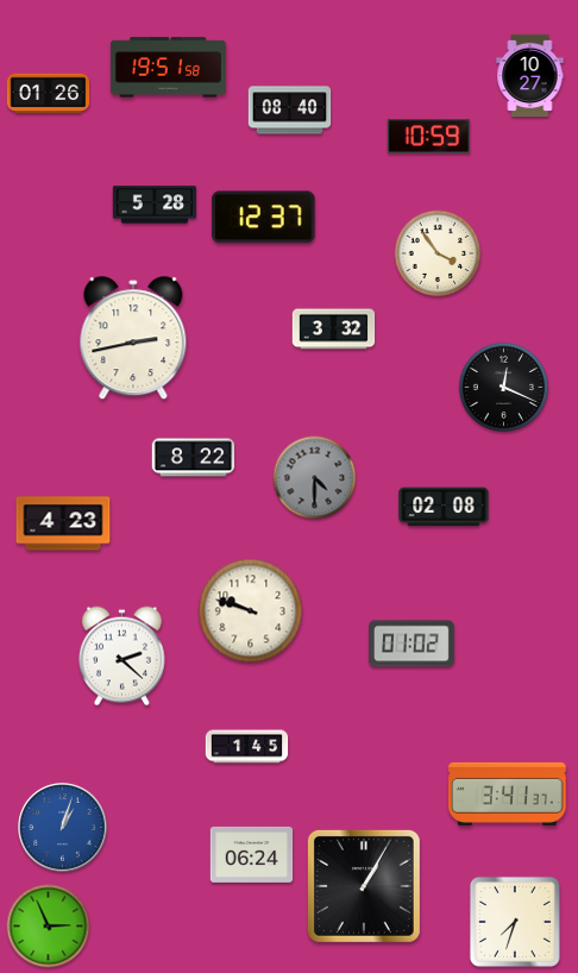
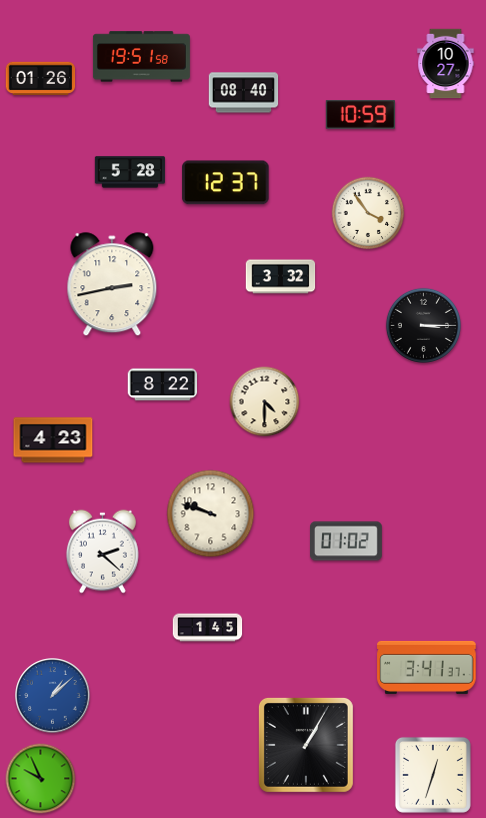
clock at (264, 218) position: (264, 218) -> (226, 183)
clock at (503, 387): 12:19 -> 3:15
clock at (315, 478) dial: grey -> cream
clock at (444, 507): 02:08 -> none
clock at (63, 828): 1:03 -> 1:08
clock at (252, 854): 06:24 -> none
clock at (515, 922): 7:33 -> 12:33
clock at (49, 927): 2:56 -> 9:56
